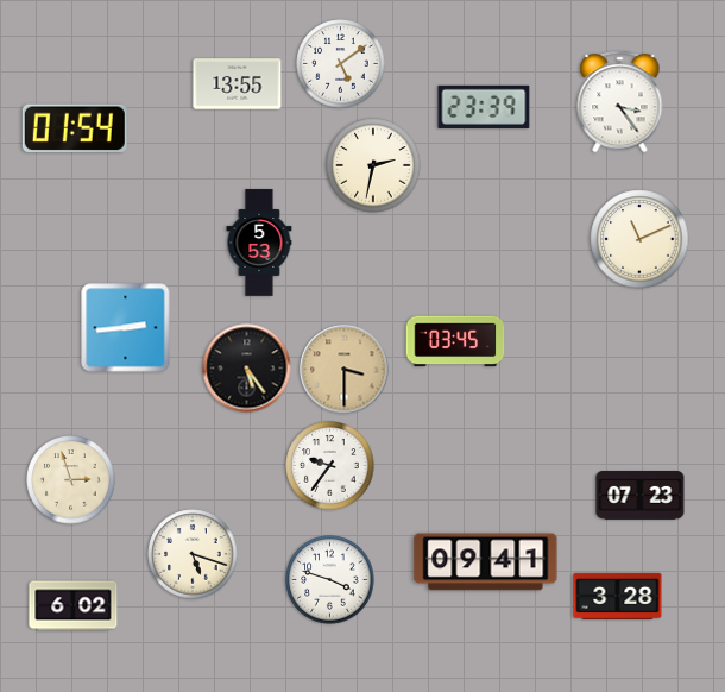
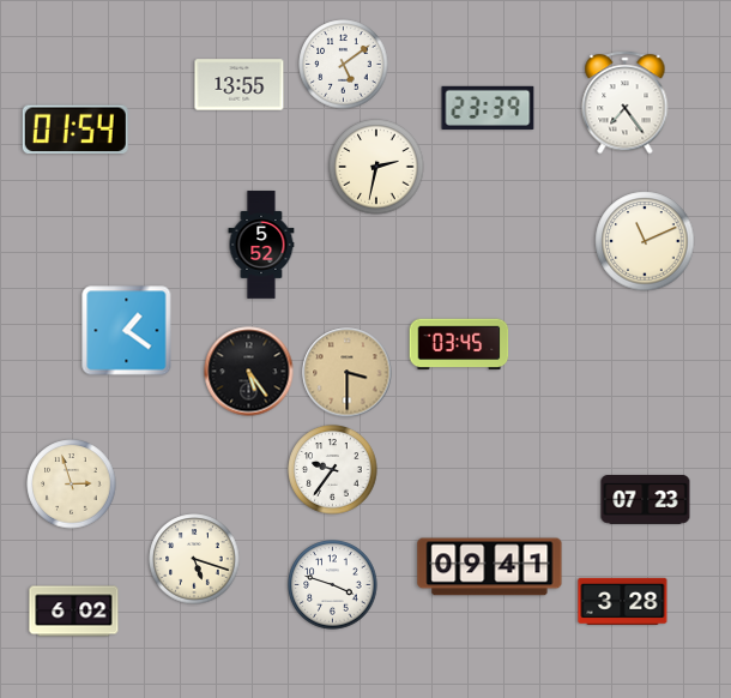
clock at (620, 102): 3:24 -> 7:24
clock at (259, 243): 5:53 -> 5:52
clock at (126, 328): 2:44 -> 1:21
